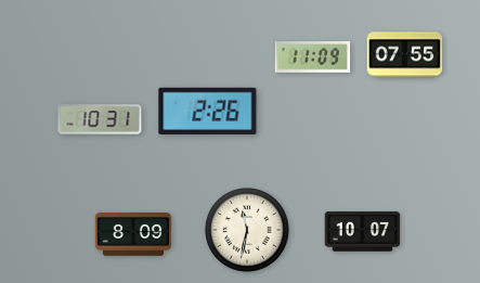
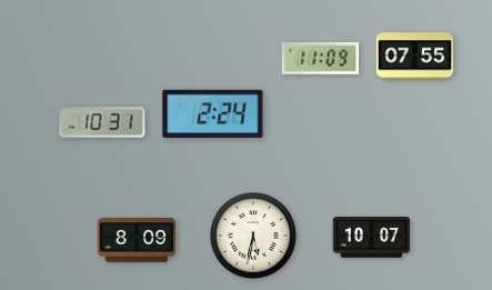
clock at (208, 111): 2:26 -> 2:24
clock at (247, 230): 11:32 -> 5:32
